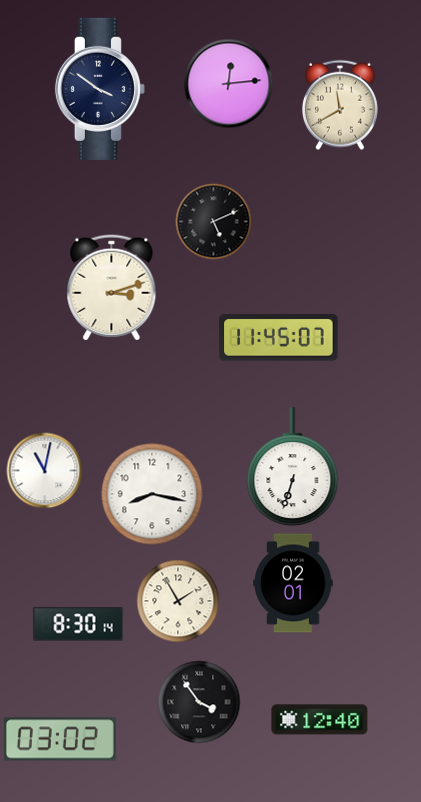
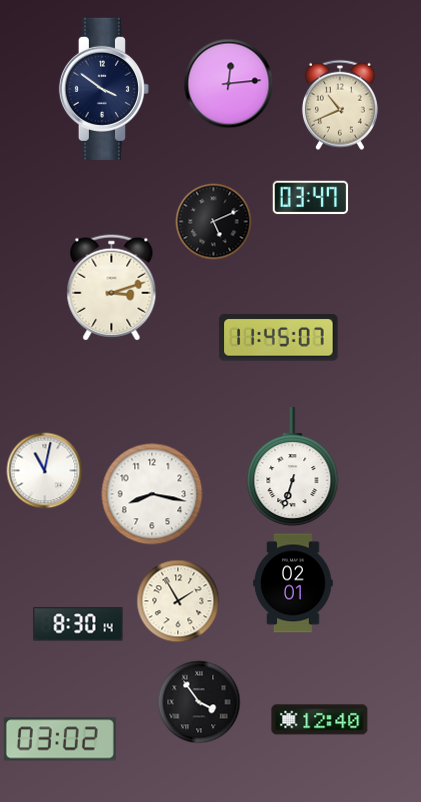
clock at (100, 89) position: (100, 89) -> (104, 89)
clock at (340, 105): 11:40 -> 10:41
clock at (311, 198): none -> 03:47
